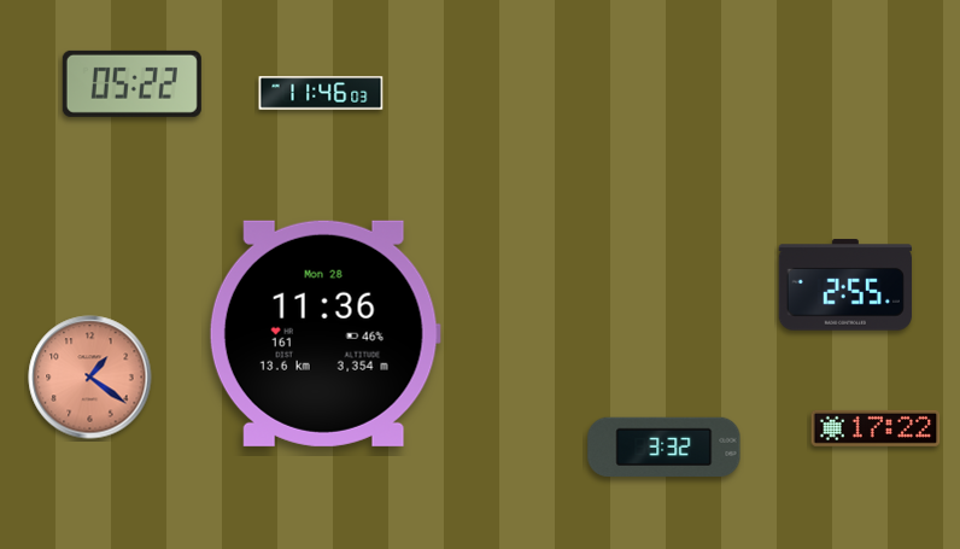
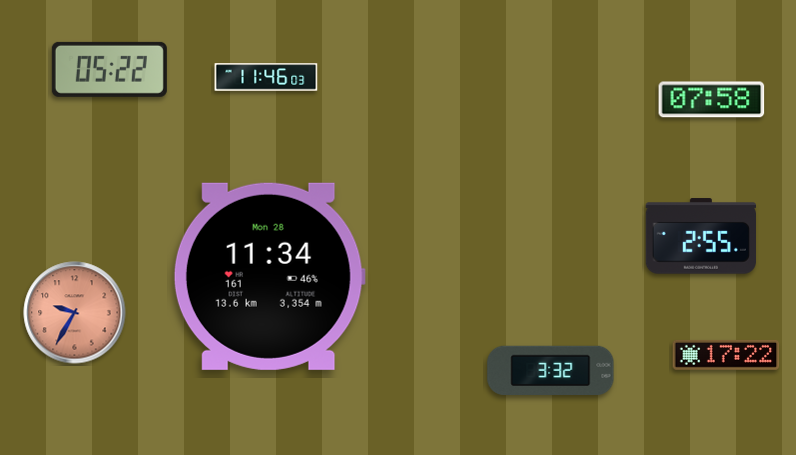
clock at (712, 100): none -> 07:58
clock at (324, 333): 11:36 -> 11:34
clock at (90, 378): 1:21 -> 9:35
